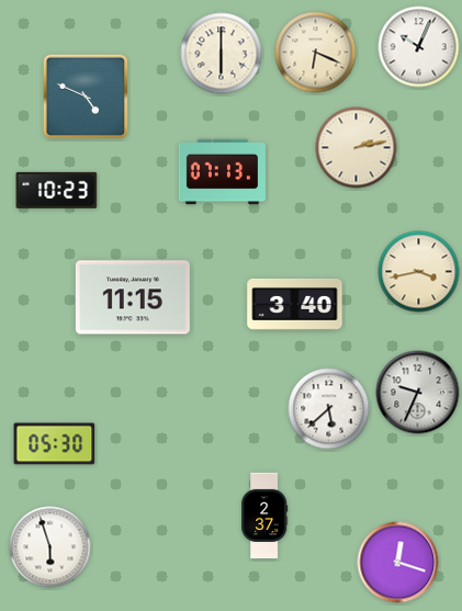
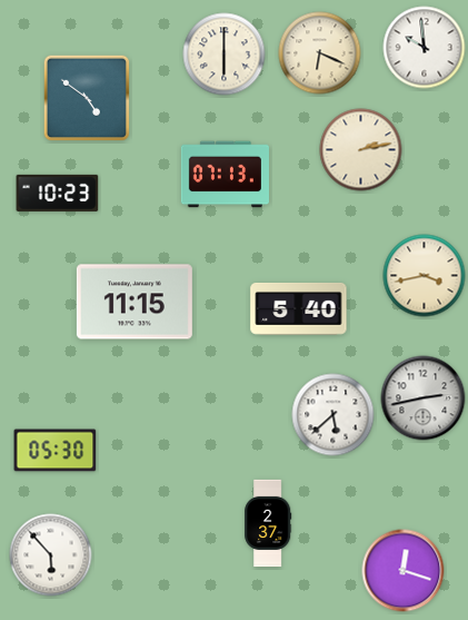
clock at (419, 47): 10:04 -> 9:59
clock at (86, 97): 4:49 -> 4:51
clock at (295, 304): 3:40 -> 5:40
clock at (418, 393): 9:34 -> 2:43
clock at (50, 547): 5:57 -> 5:53
